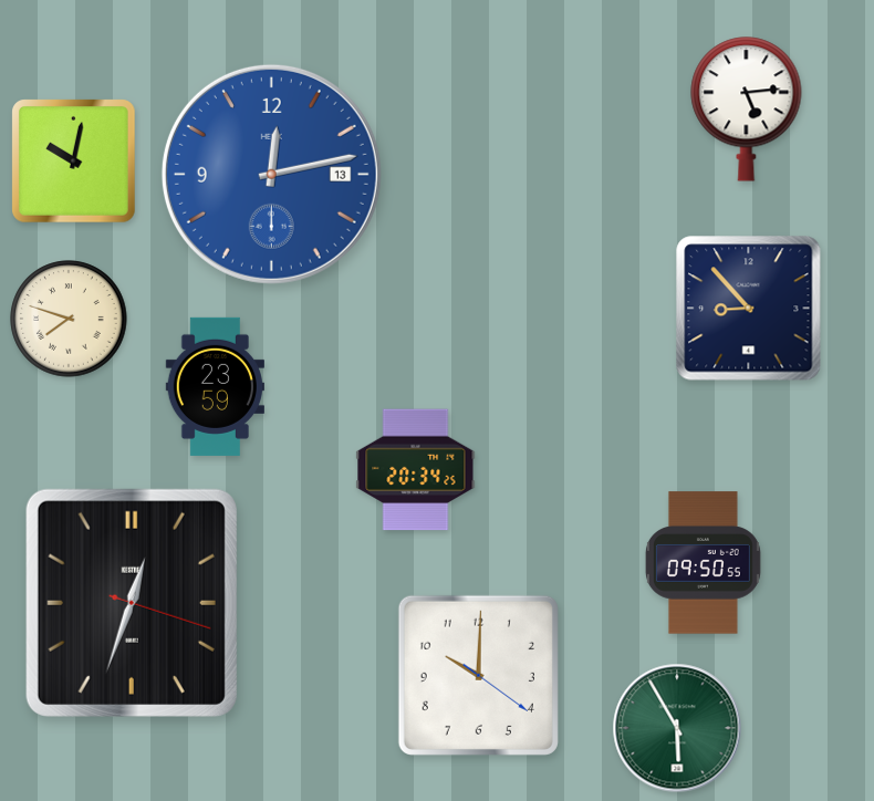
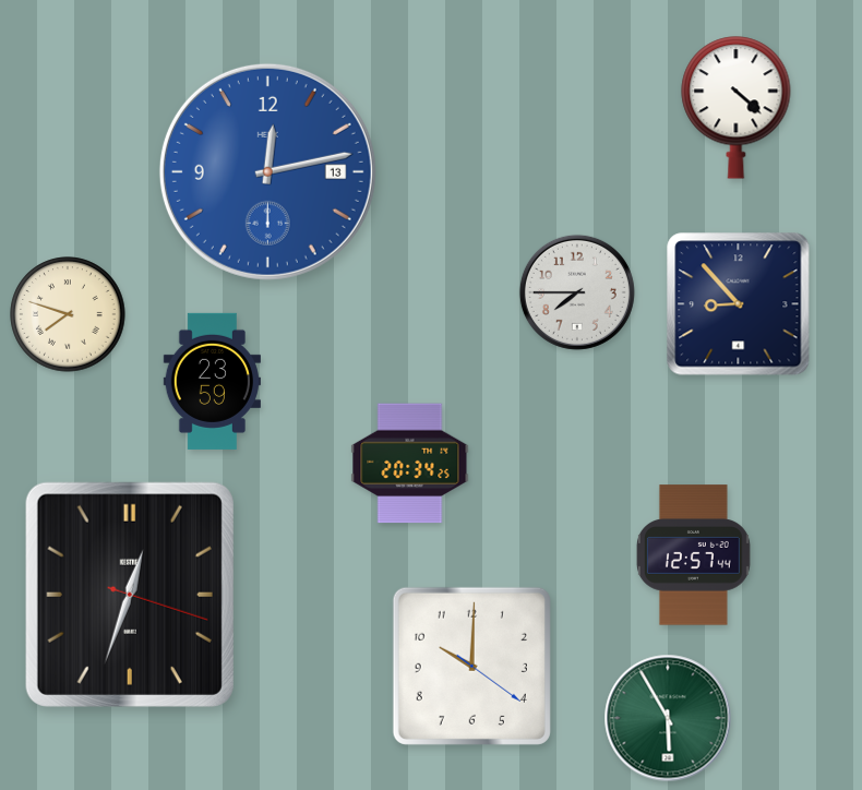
clock at (747, 110): 5:14 -> 4:22
clock at (74, 162): 10:02 -> none
clock at (577, 292): none -> 7:45
clock at (703, 563): 09:50 -> 12:57
